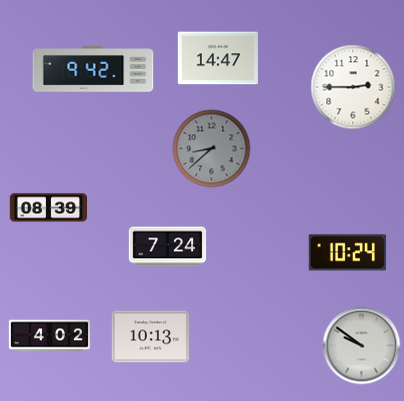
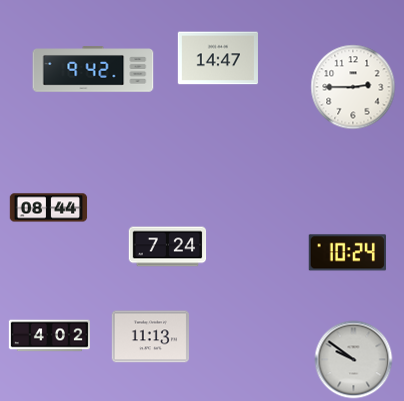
clock at (211, 148): 8:38 -> none
clock at (48, 208): 08:39 -> 08:44
clock at (150, 337): 10:13 -> 11:13
clock at (361, 345) position: (361, 345) -> (353, 359)
